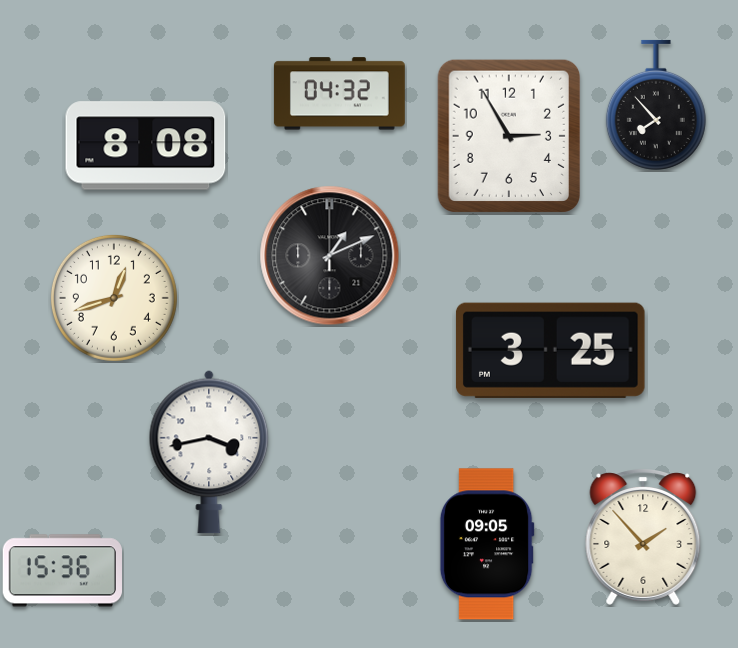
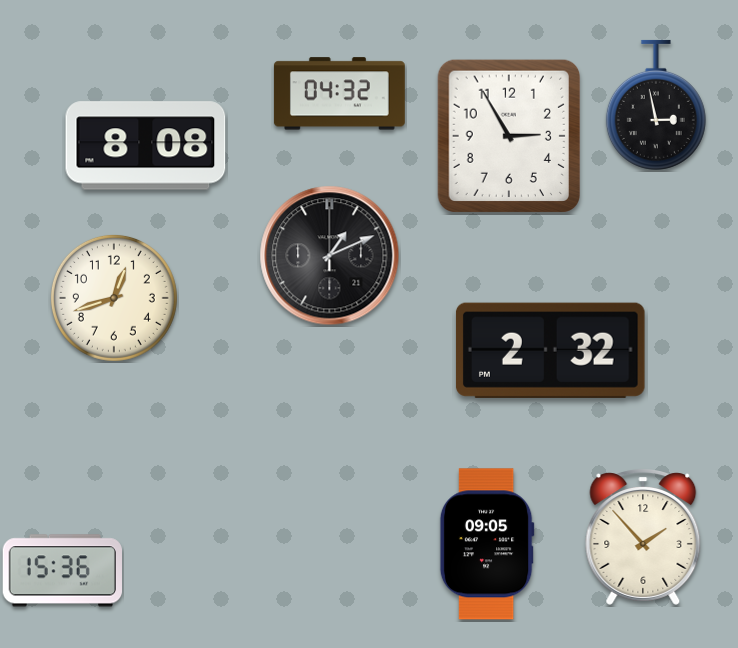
clock at (656, 105): 7:53 -> 2:58
clock at (550, 350): 3:25 -> 2:32
clock at (209, 452): 3:43 -> none
